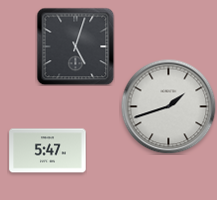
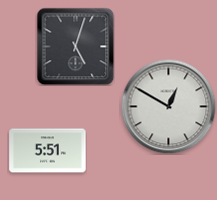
clock at (168, 106): 1:42 -> 12:50
clock at (48, 151): 5:47 -> 5:51
